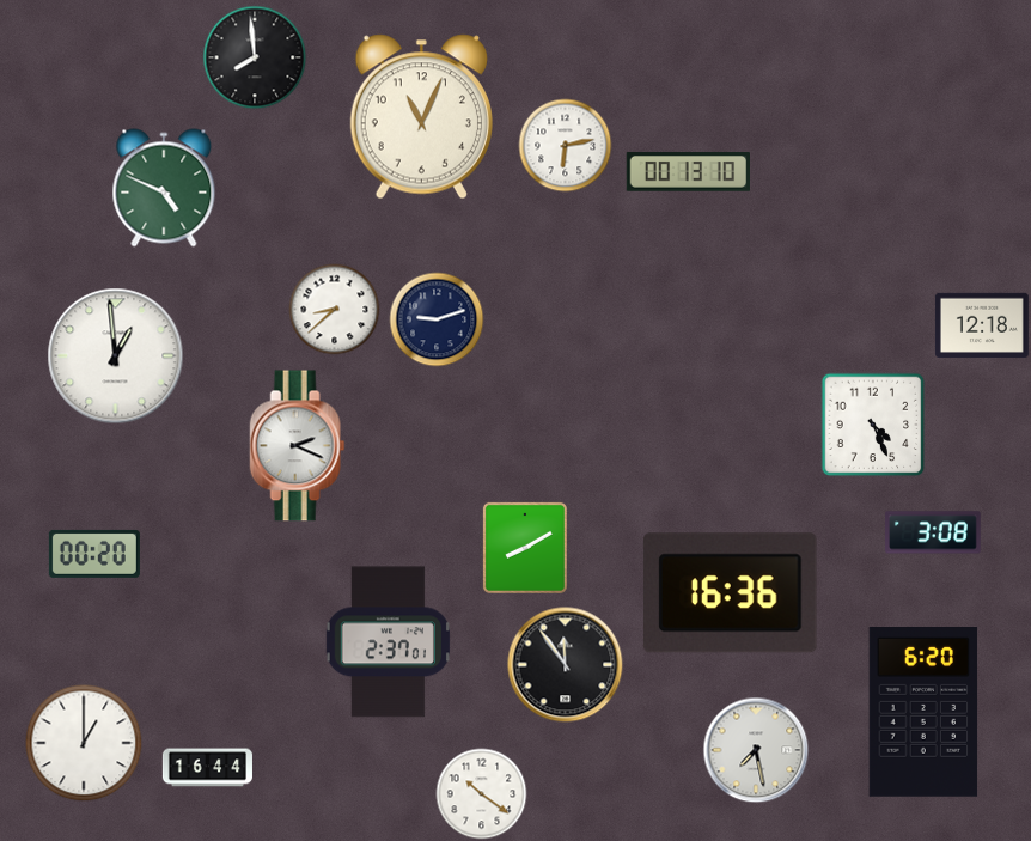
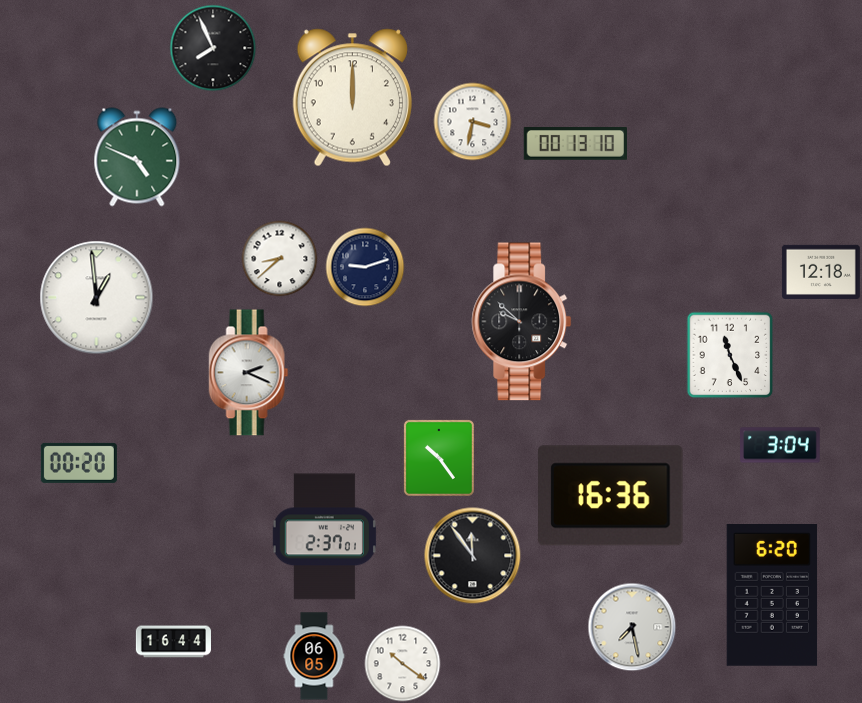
clock at (255, 57): 7:59 -> 7:56
clock at (421, 117): 11:04 -> 12:00
clock at (566, 146): 6:13 -> 3:32
clock at (522, 322): none -> 9:52
clock at (873, 425): 4:26 -> 11:26
clock at (933, 532): 3:08 -> 3:04
clock at (525, 548): 8:10 -> 10:24
clock at (84, 743): 1:00 -> none
clock at (314, 656): none -> 06:05
